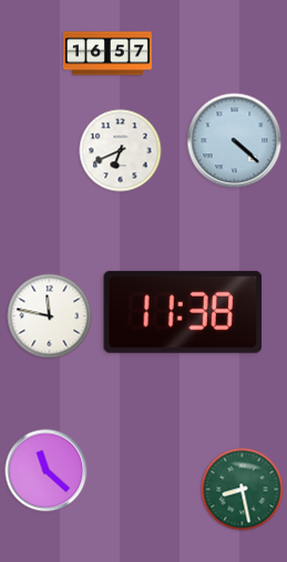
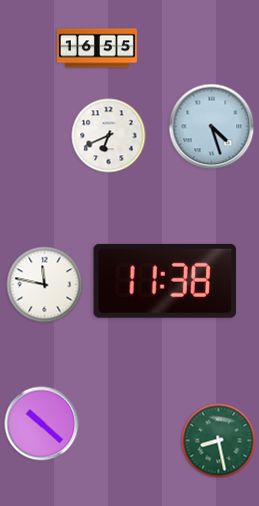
clock at (107, 53): 16:57 -> 16:55
clock at (235, 141): 4:22 -> 4:27
clock at (47, 471): 11:22 -> 10:22
